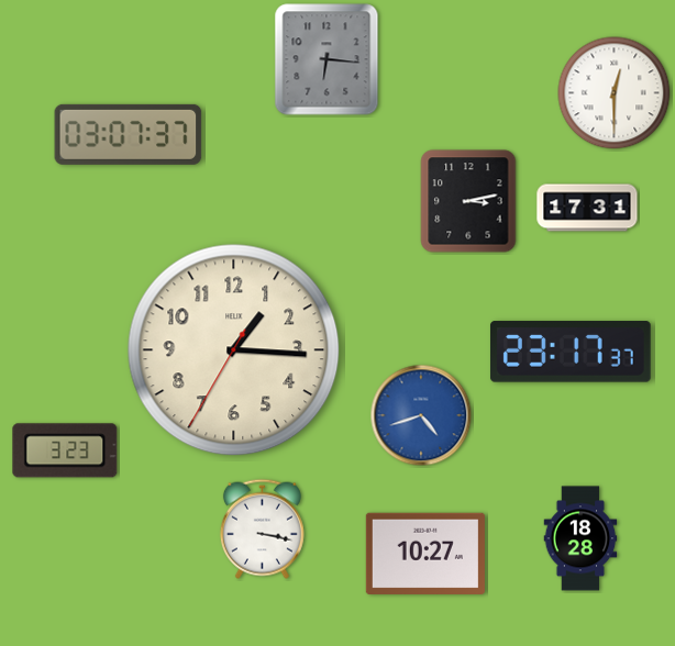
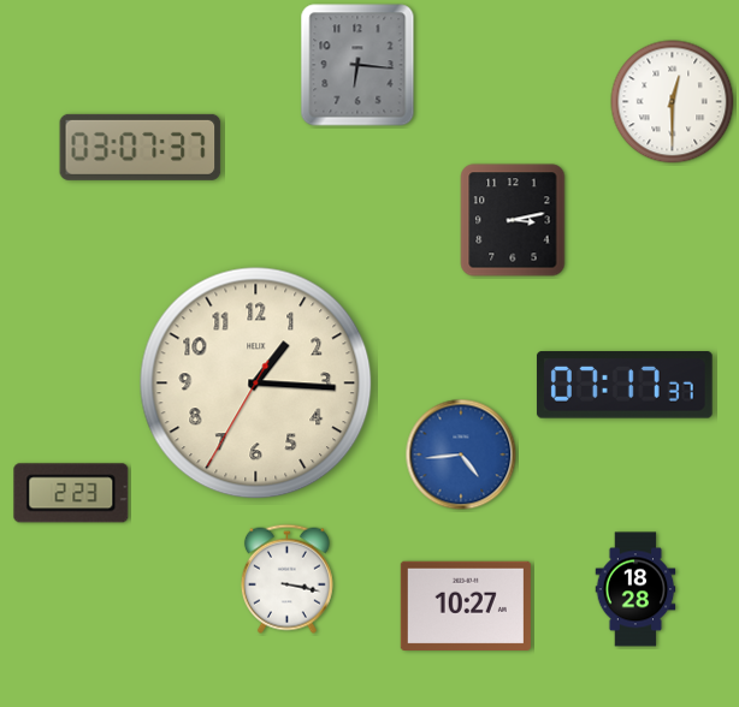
clock at (587, 208): 17:31 -> none
clock at (571, 352): 23:17 -> 07:17
clock at (421, 415): 4:42 -> 4:44
clock at (65, 450): 3:23 -> 2:23
